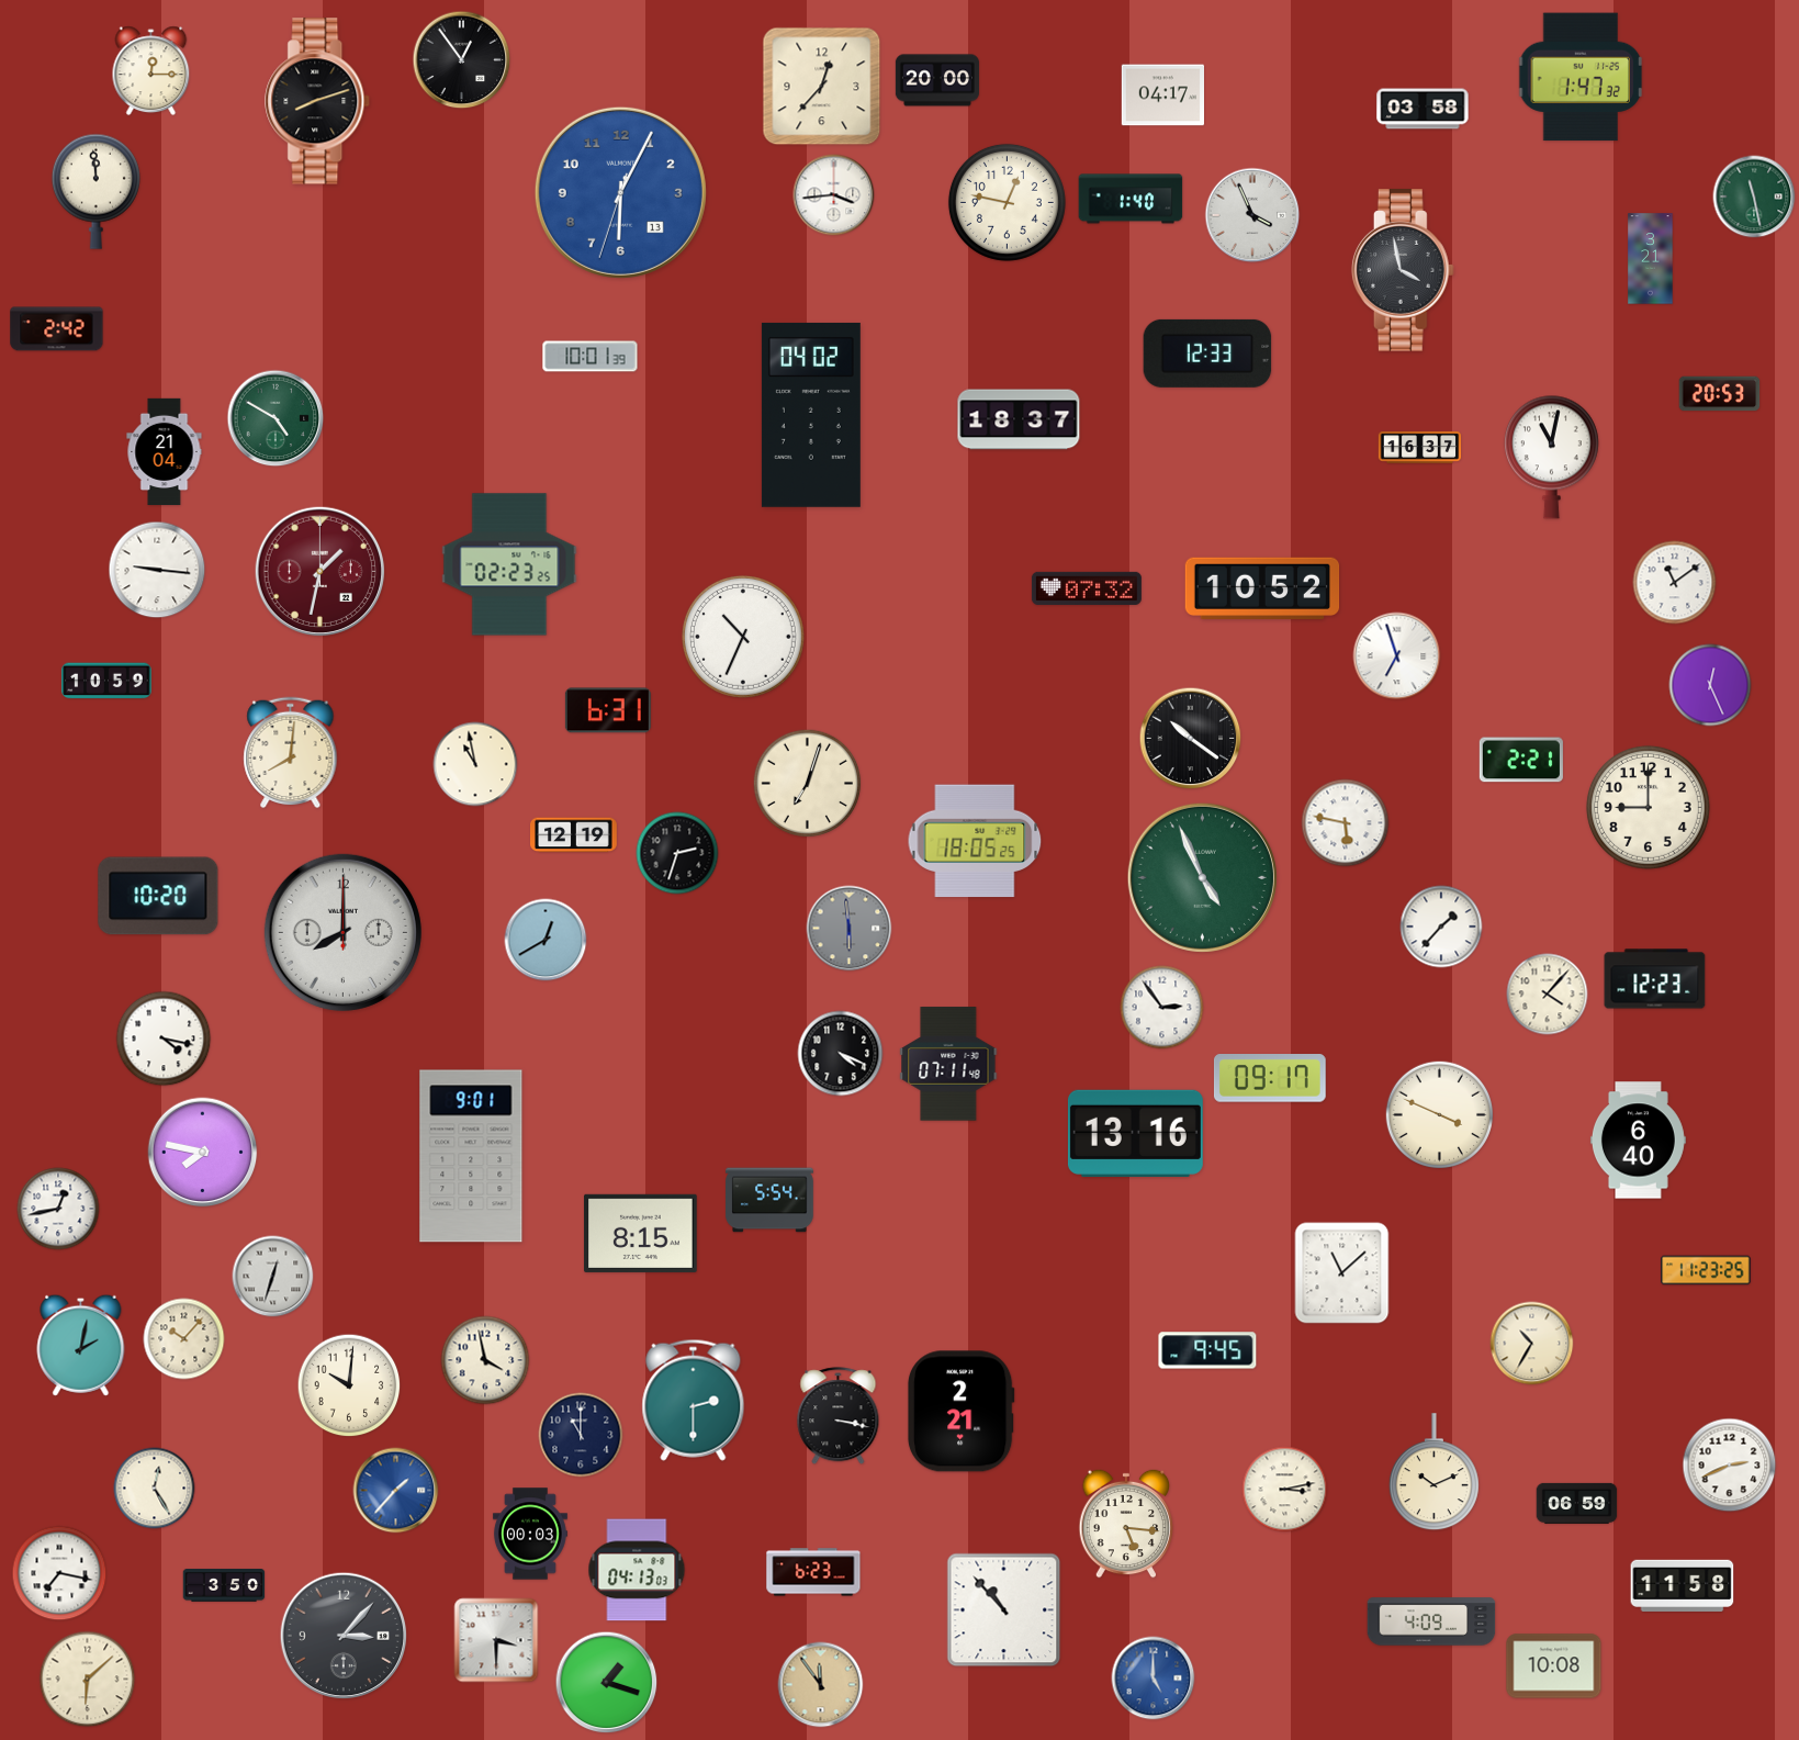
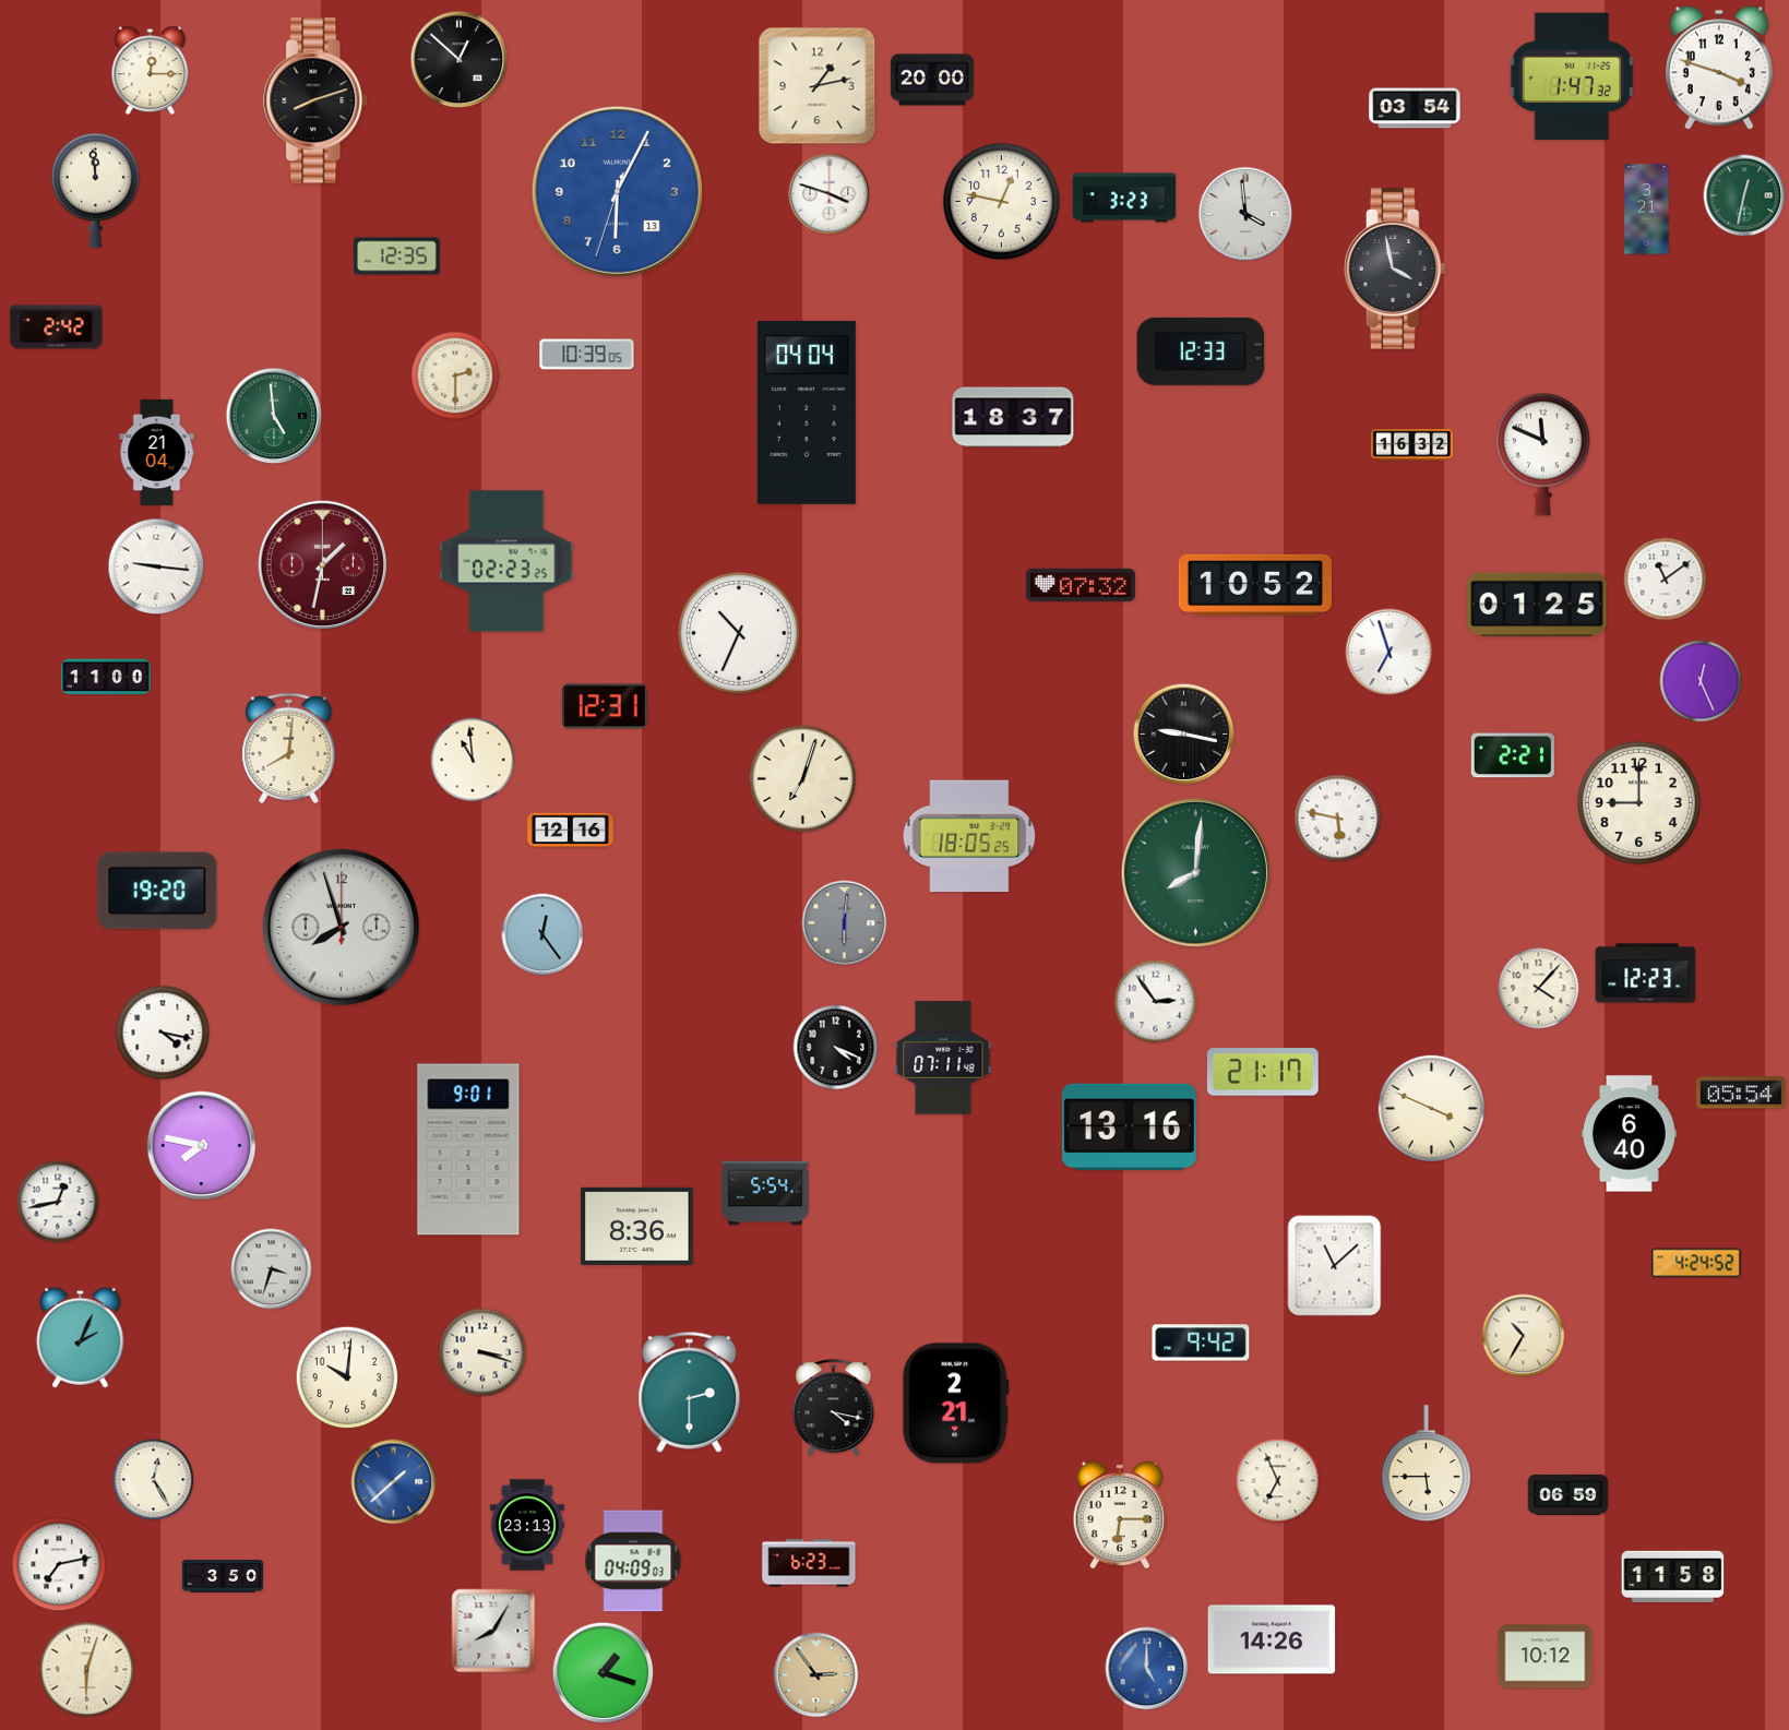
clock at (462, 60): 12:54 -> 12:52
clock at (1719, 68): none -> 3:48
clock at (822, 87): 12:37 -> 1:13
clock at (1162, 96): 04:17 -> none
clock at (1423, 109): 03:58 -> 03:54
clock at (834, 195): 3:44 -> 3:48
clock at (1754, 197): 11:28 -> 12:32
clock at (1131, 199): 1:40 -> 3:23
clock at (1252, 215): 3:56 -> 3:59
clock at (396, 256): none -> 12:35
clock at (1651, 259) position: (1651, 259) -> (1647, 210)
clock at (591, 357): 10:01 -> 10:39
clock at (455, 375): none -> 2:30
clock at (1720, 394): 20:53 -> none
clock at (811, 415): 04:02 -> 04:04
clock at (276, 418): 4:50 -> 4:59
clock at (1420, 448): 16:37 -> 16:32
clock at (165, 452) position: (165, 452) -> (157, 453)
clock at (1551, 457): 11:02 -> 11:49
clock at (321, 572) position: (321, 572) -> (323, 565)
clock at (1537, 605): none -> 01:25
clock at (106, 681): 10:59 -> 11:00
clock at (608, 710): 6:31 -> 12:31
clock at (1191, 739): 10:21 -> 9:17
clock at (475, 764): 10:58 -> 10:59
clock at (574, 835): 12:19 -> 12:16
clock at (677, 853): 2:33 -> none
clock at (1202, 877): 4:56 -> 8:01
clock at (158, 896): 10:20 -> 19:20
clock at (1441, 927): 1:37 -> none
clock at (850, 929): 5:59 -> 6:01
clock at (342, 932): 8:00 -> 7:57
clock at (546, 940): 12:40 -> 12:24
clock at (1270, 1079): 09:17 -> 21:17
clock at (1741, 1093): none -> 05:54
clock at (641, 1233): 8:15 -> 8:36
clock at (1706, 1270): 11:23 -> 4:24
clock at (273, 1277): 12:33 -> 3:33
clock at (184, 1339): 10:07 -> none
clock at (81, 1345): 2:02 -> 2:04
clock at (1207, 1350): 9:45 -> 9:42
clock at (485, 1360): 3:58 -> 3:18
clock at (839, 1416): 3:17 -> 4:17
clock at (581, 1435): 11:00 -> none
clock at (1730, 1466): 2:41 -> none
clock at (1433, 1472): 10:11 -> 5:45
clock at (1285, 1490): 3:13 -> 6:56
clock at (396, 1491): 1:37 -> 1:38
clock at (1126, 1524): 5:16 -> 6:15
clock at (530, 1534): 00:03 -> 23:13
clock at (637, 1570): 04:13 -> 04:09
clock at (59, 1573): 7:17 -> 7:13
clock at (1004, 1610): 10:53 -> none
clock at (1431, 1621): 4:09 -> none
clock at (344, 1636): 3:07 -> none
clock at (496, 1640): 3:30 -> 8:05
clock at (1272, 1639): none -> 14:26
clock at (1554, 1666): 10:08 -> 10:12
clock at (88, 1680): 6:08 -> 6:03
clock at (821, 1685): 11:54 -> 2:54
